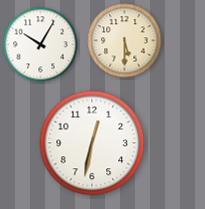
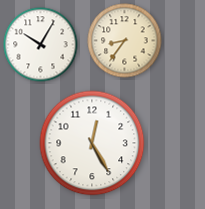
clock at (125, 41): 5:30 -> 8:36
clock at (92, 143): 12:32 -> 12:25
